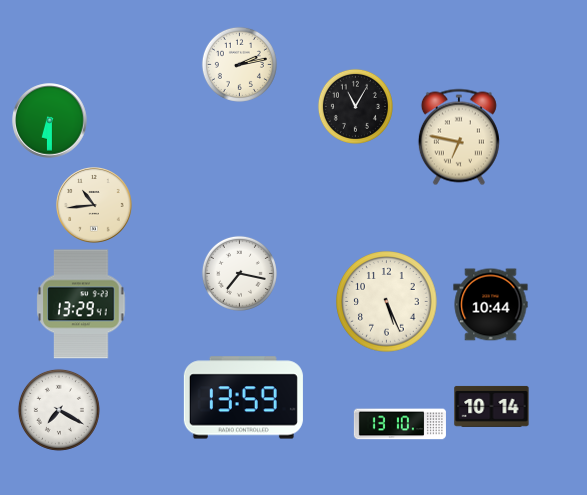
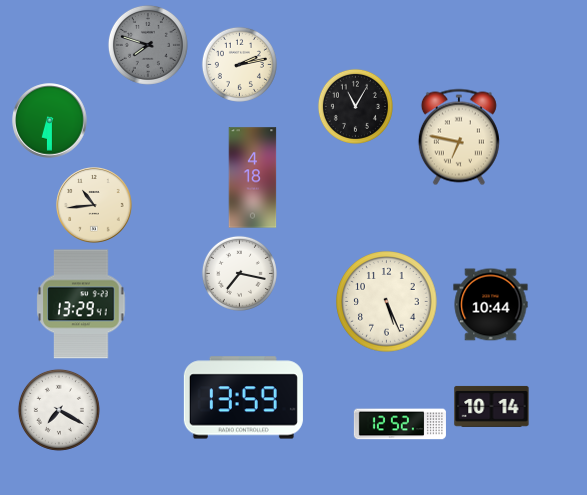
clock at (148, 45): none -> 7:48
clock at (253, 178): none -> 4:18
clock at (400, 424): 13:10 -> 12:52
